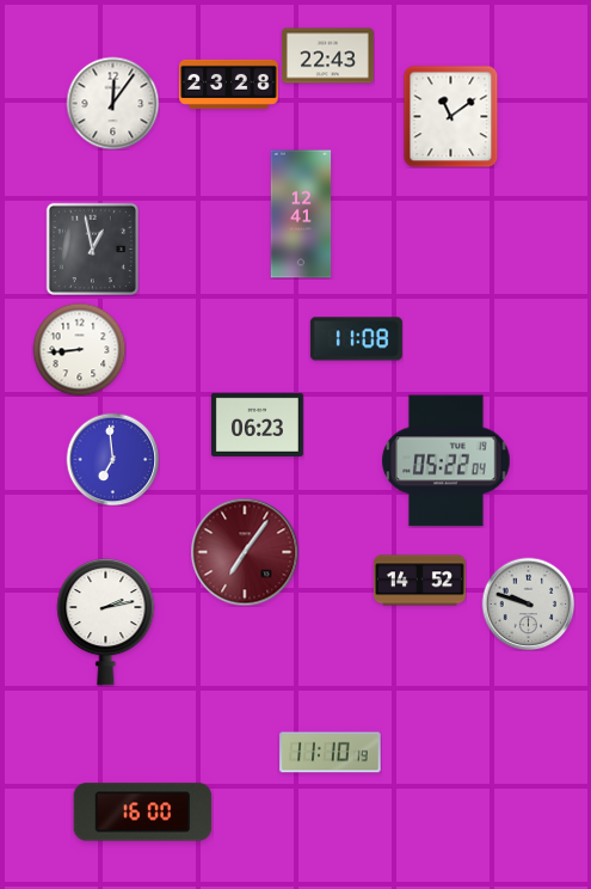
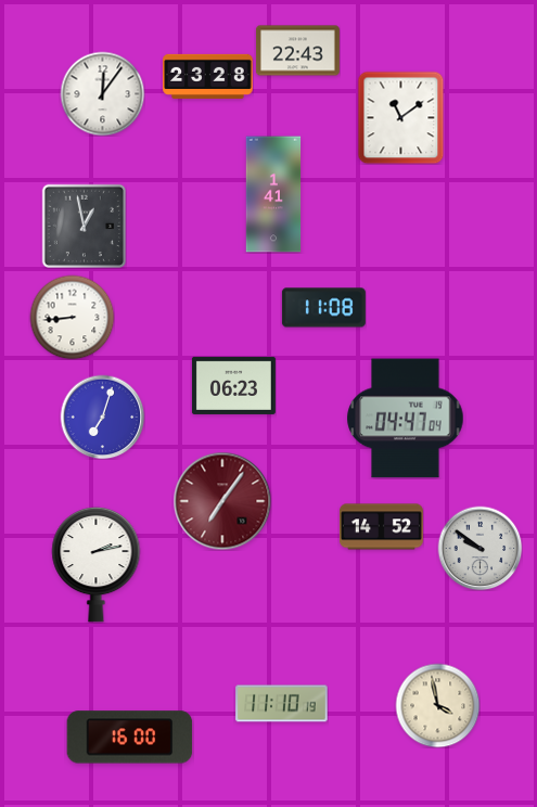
clock at (451, 116) position: (451, 116) -> (401, 117)
clock at (301, 214): 12:41 -> 1:41
clock at (112, 459): 6:59 -> 7:03
clock at (447, 461): 05:22 -> 04:47
clock at (528, 603): 9:48 -> 9:51
clock at (331, 753) position: (331, 753) -> (282, 704)
clock at (437, 705): none -> 3:58
